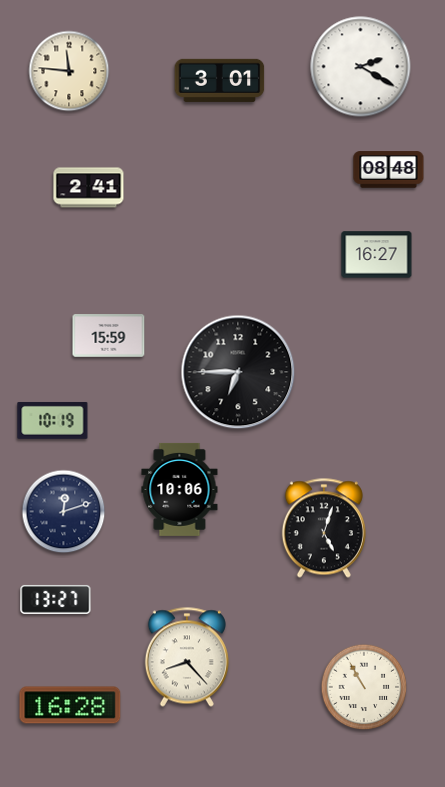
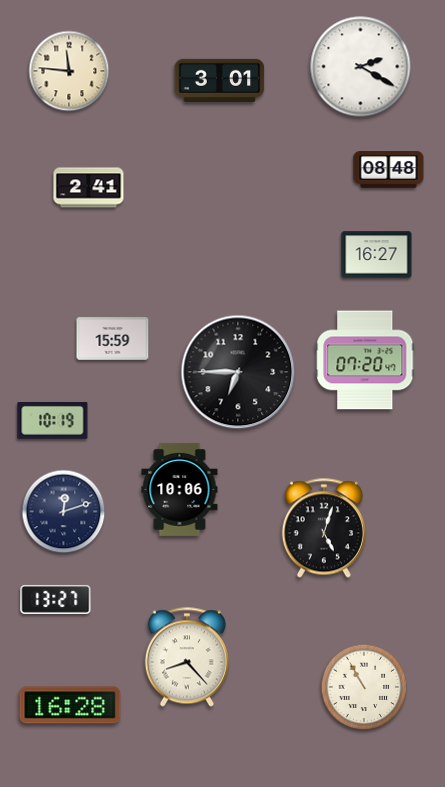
clock at (109, 336) position: (109, 336) -> (113, 339)
clock at (365, 360): none -> 07:20
